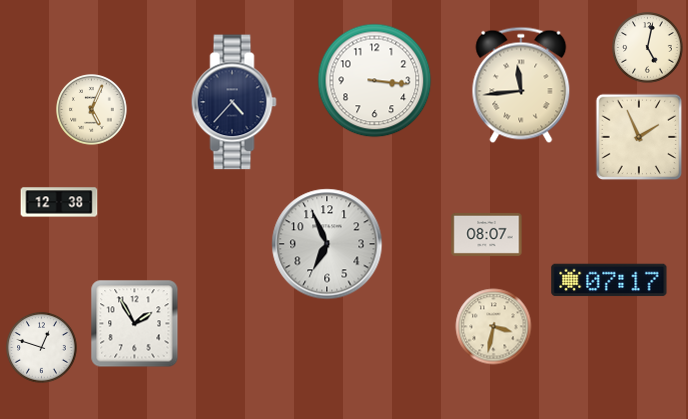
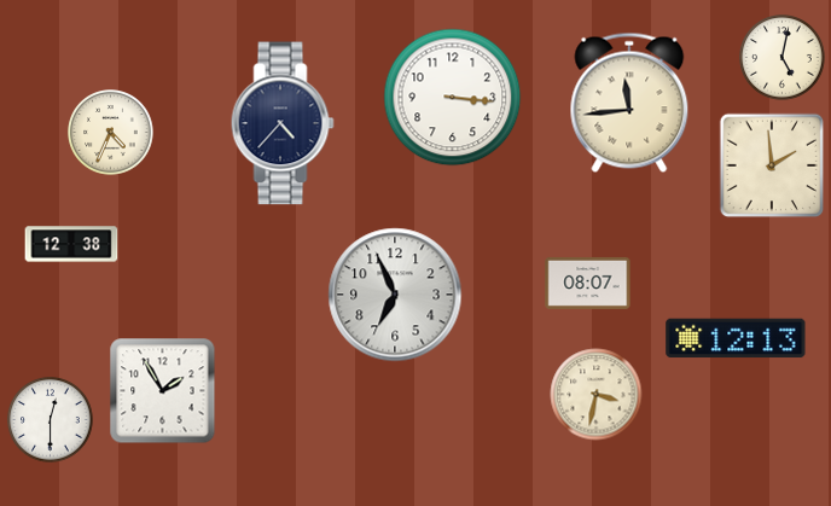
clock at (92, 110): 5:04 -> 4:34
clock at (639, 137): 1:56 -> 1:59
clock at (609, 280): 07:17 -> 12:13
clock at (42, 348): 12:48 -> 12:30
